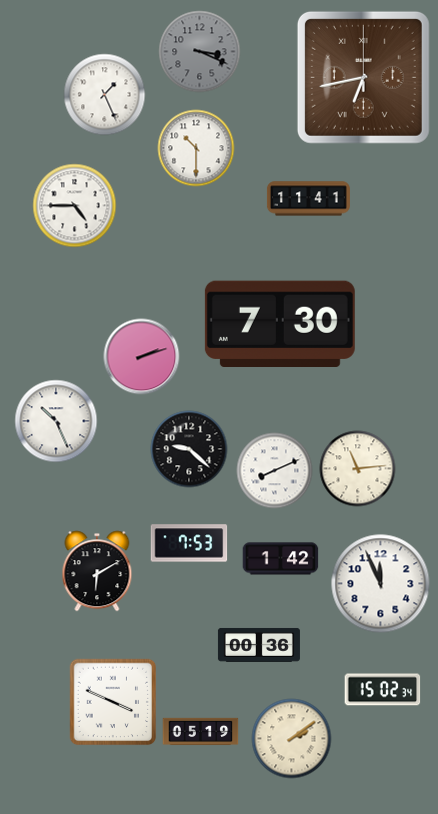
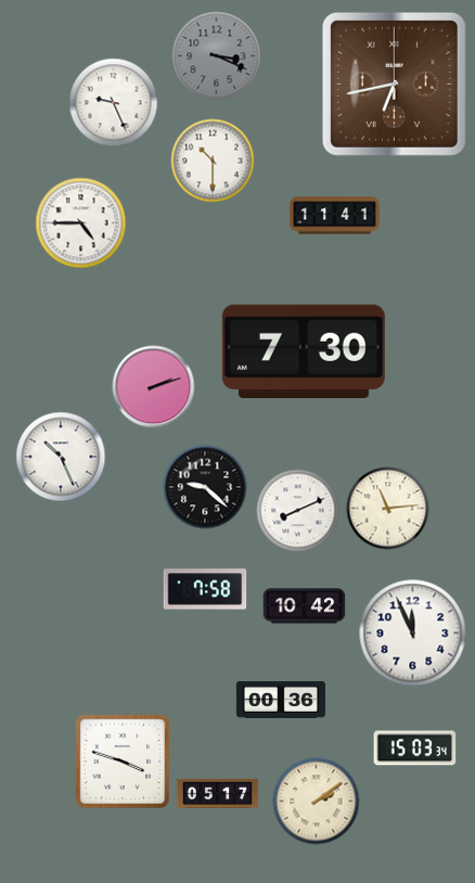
clock at (105, 95): 1:26 -> 9:26
clock at (189, 543): 7:53 -> 7:58
clock at (281, 559): 1:42 -> 10:42
clock at (97, 571): 6:10 -> none
clock at (383, 690): 15:02 -> 15:03
clock at (113, 702): 3:49 -> 3:48
clock at (201, 732): 05:19 -> 05:17
